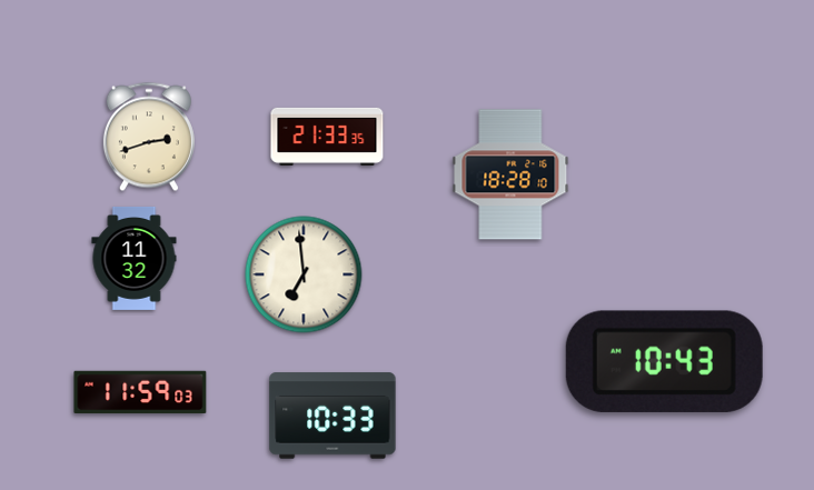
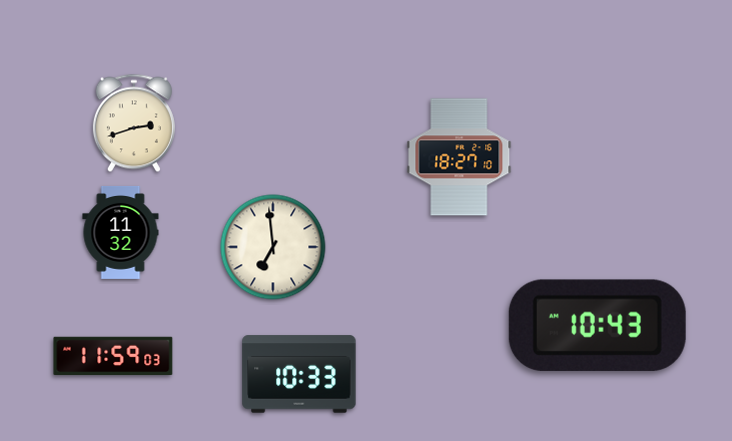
clock at (327, 137): 21:33 -> none
clock at (510, 174): 18:28 -> 18:27
clock at (140, 392) position: (140, 392) -> (113, 356)
